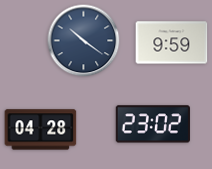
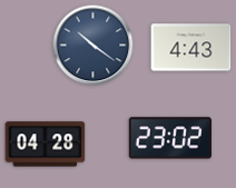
clock at (172, 43): 9:59 -> 4:43
